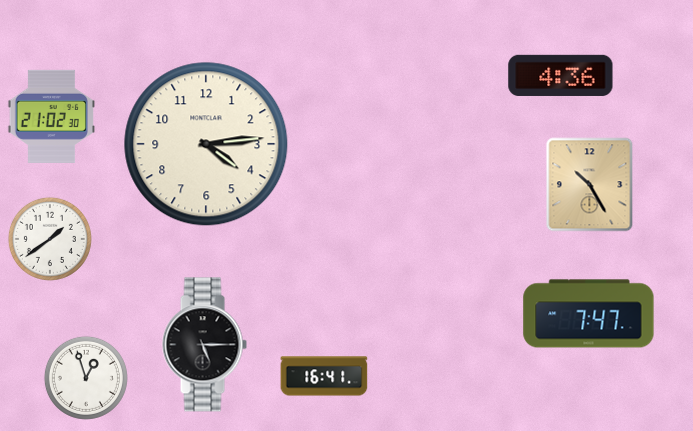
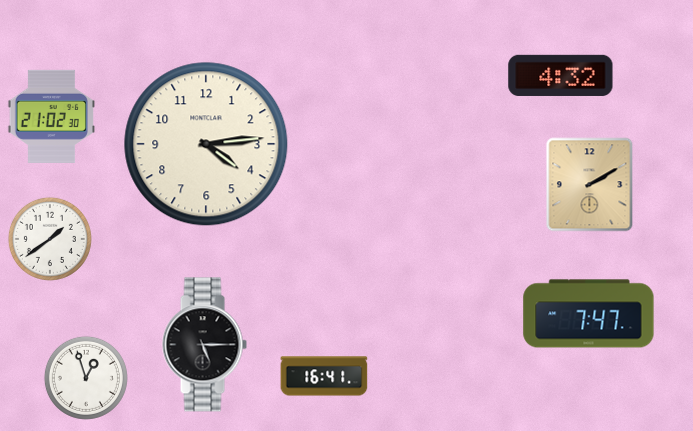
clock at (561, 75): 4:36 -> 4:32
clock at (590, 185): 10:25 -> 2:10
